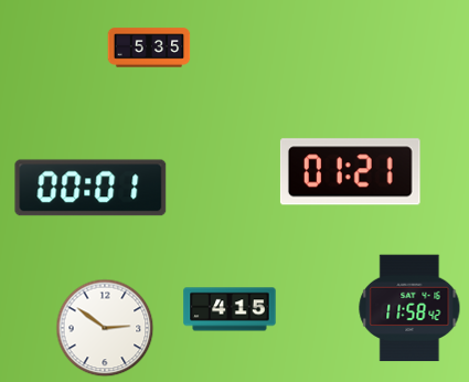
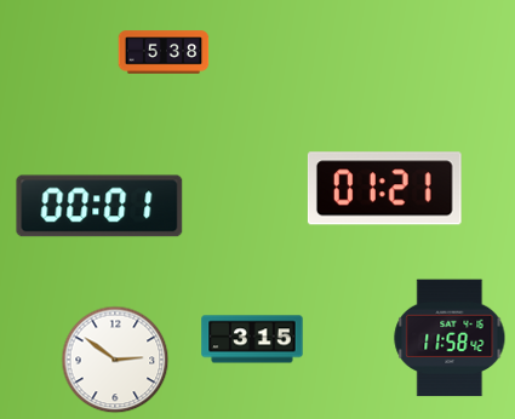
clock at (149, 47): 5:35 -> 5:38
clock at (230, 309): 4:15 -> 3:15
